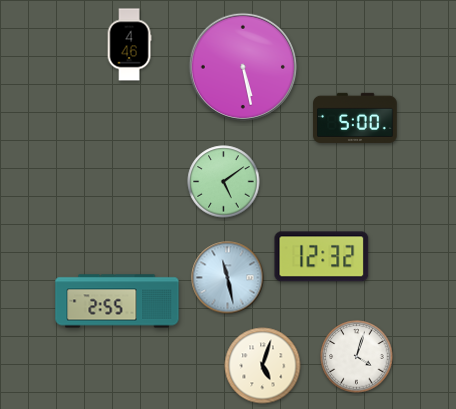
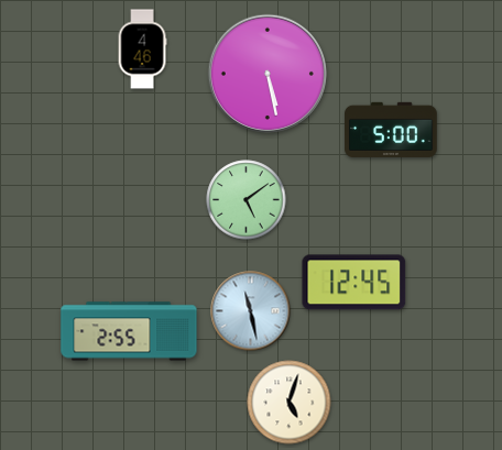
clock at (322, 257): 12:32 -> 12:45
clock at (228, 278) position: (228, 278) -> (251, 311)
clock at (357, 357): 4:03 -> none
